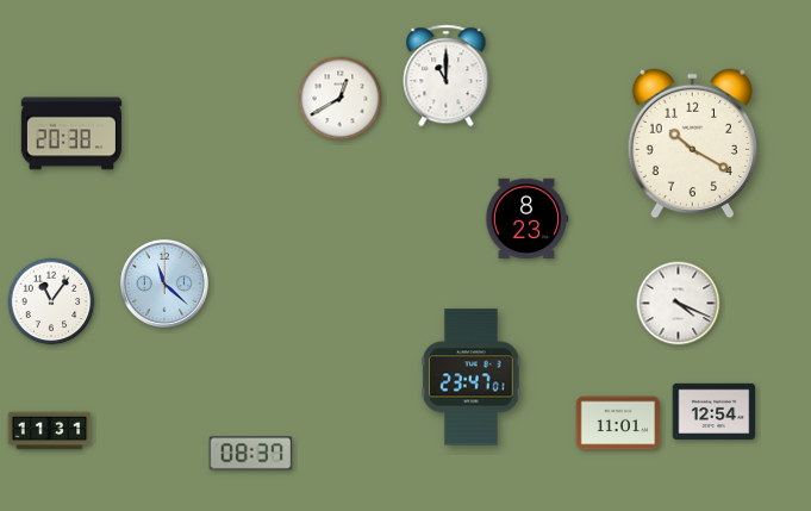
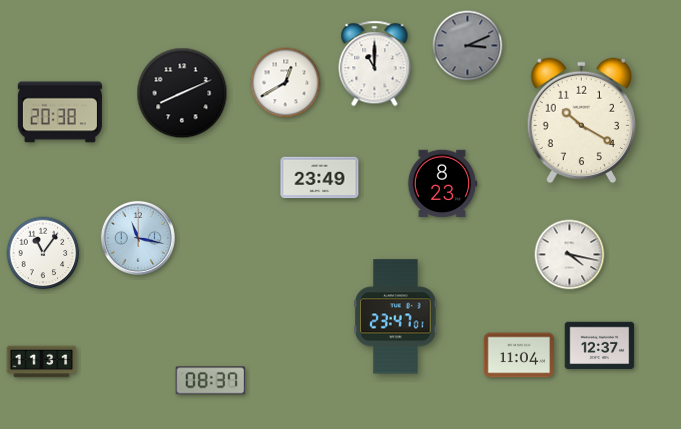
clock at (468, 46): none -> 3:11
clock at (182, 93): none -> 8:11
clock at (320, 178): none -> 23:49
clock at (164, 283): 11:22 -> 11:17
clock at (679, 304): 4:19 -> 4:17
clock at (715, 412): 12:54 -> 12:37
clock at (618, 423): 11:01 -> 11:04
